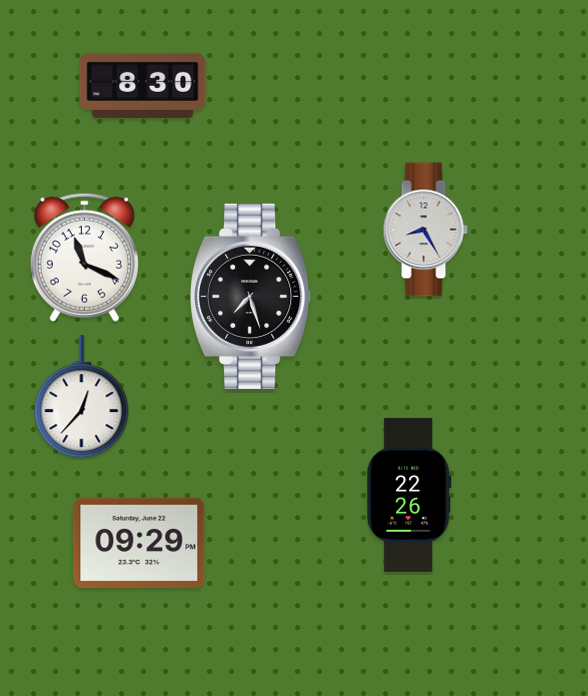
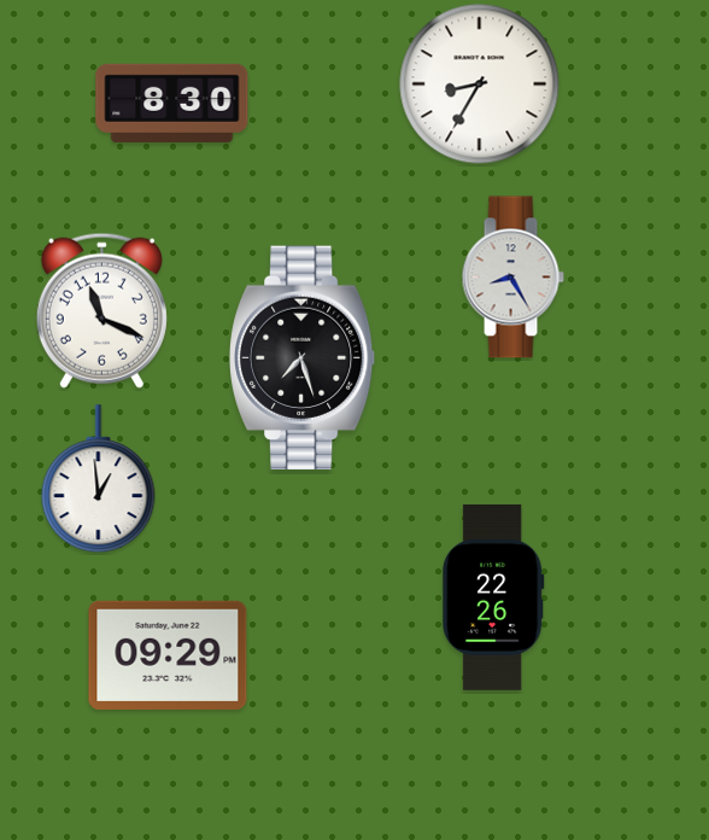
clock at (480, 84): none -> 8:35
clock at (82, 397): 12:37 -> 12:59
